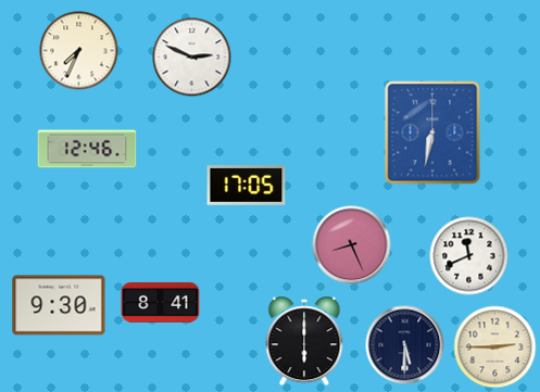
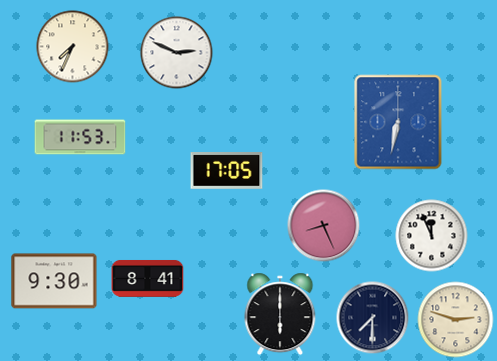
clock at (87, 149): 12:46 -> 11:53
clock at (469, 256): 11:41 -> 11:56
clock at (405, 345): 5:30 -> 7:30
clock at (495, 347): 2:45 -> 2:48
